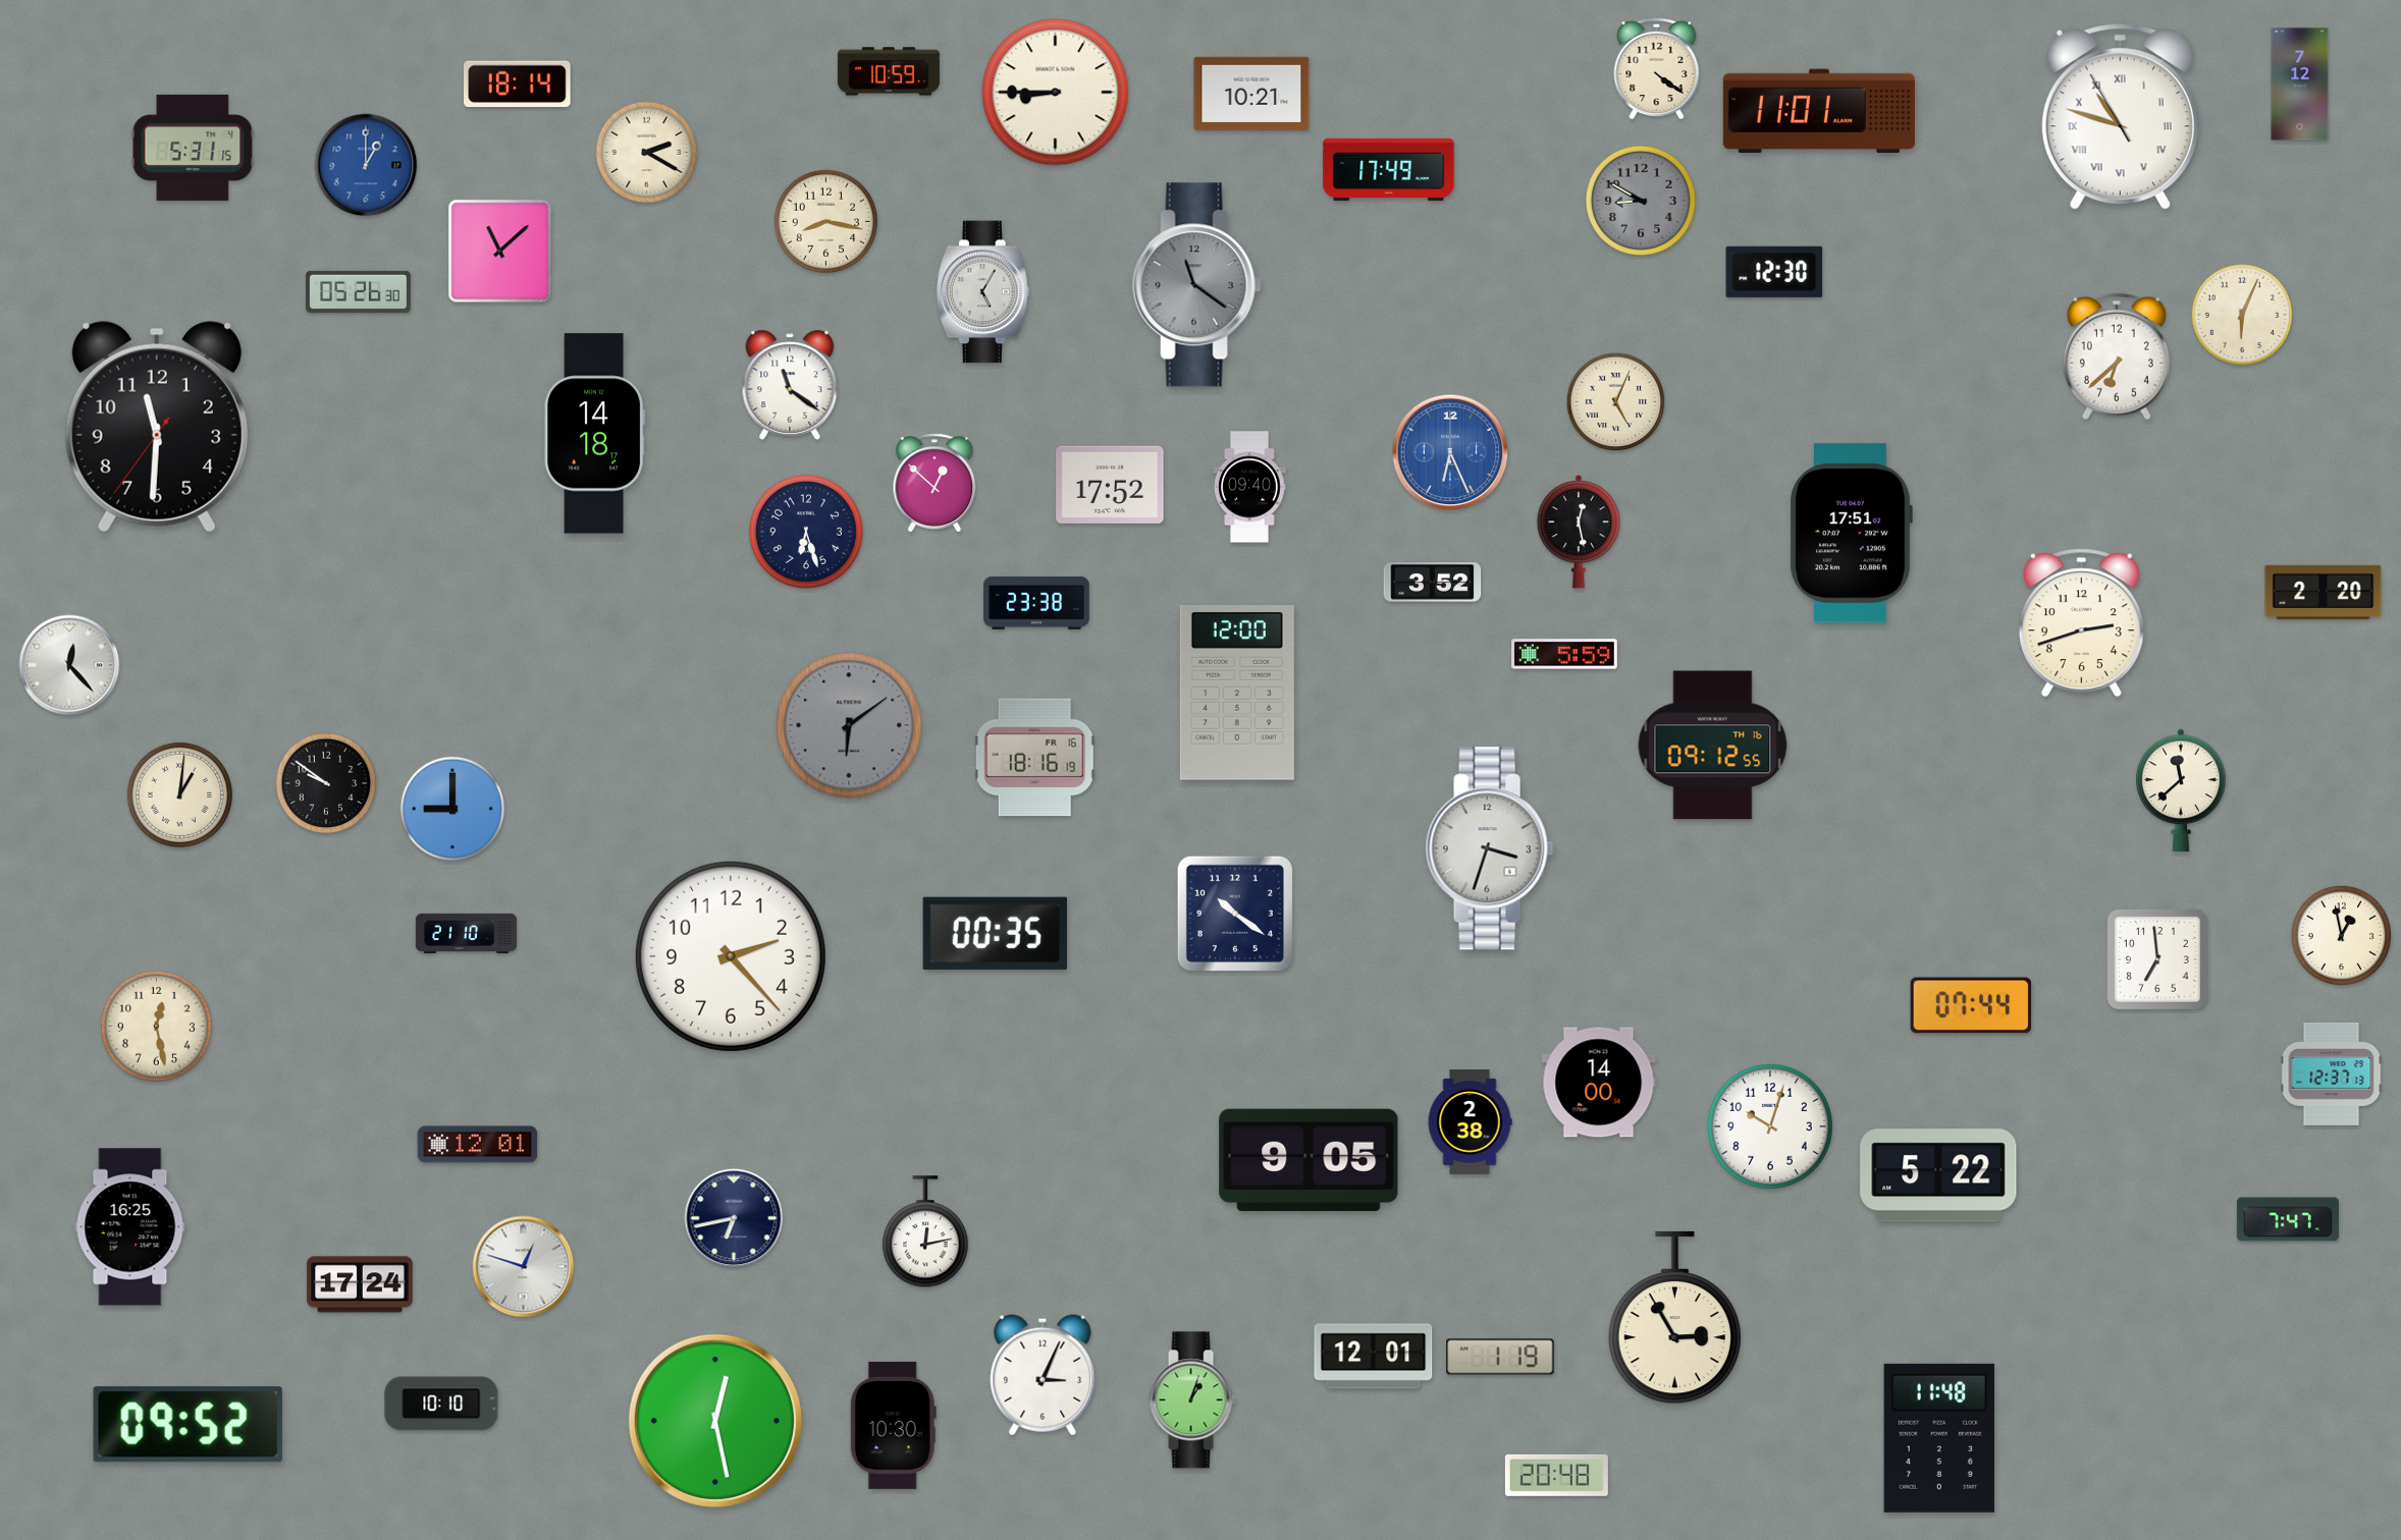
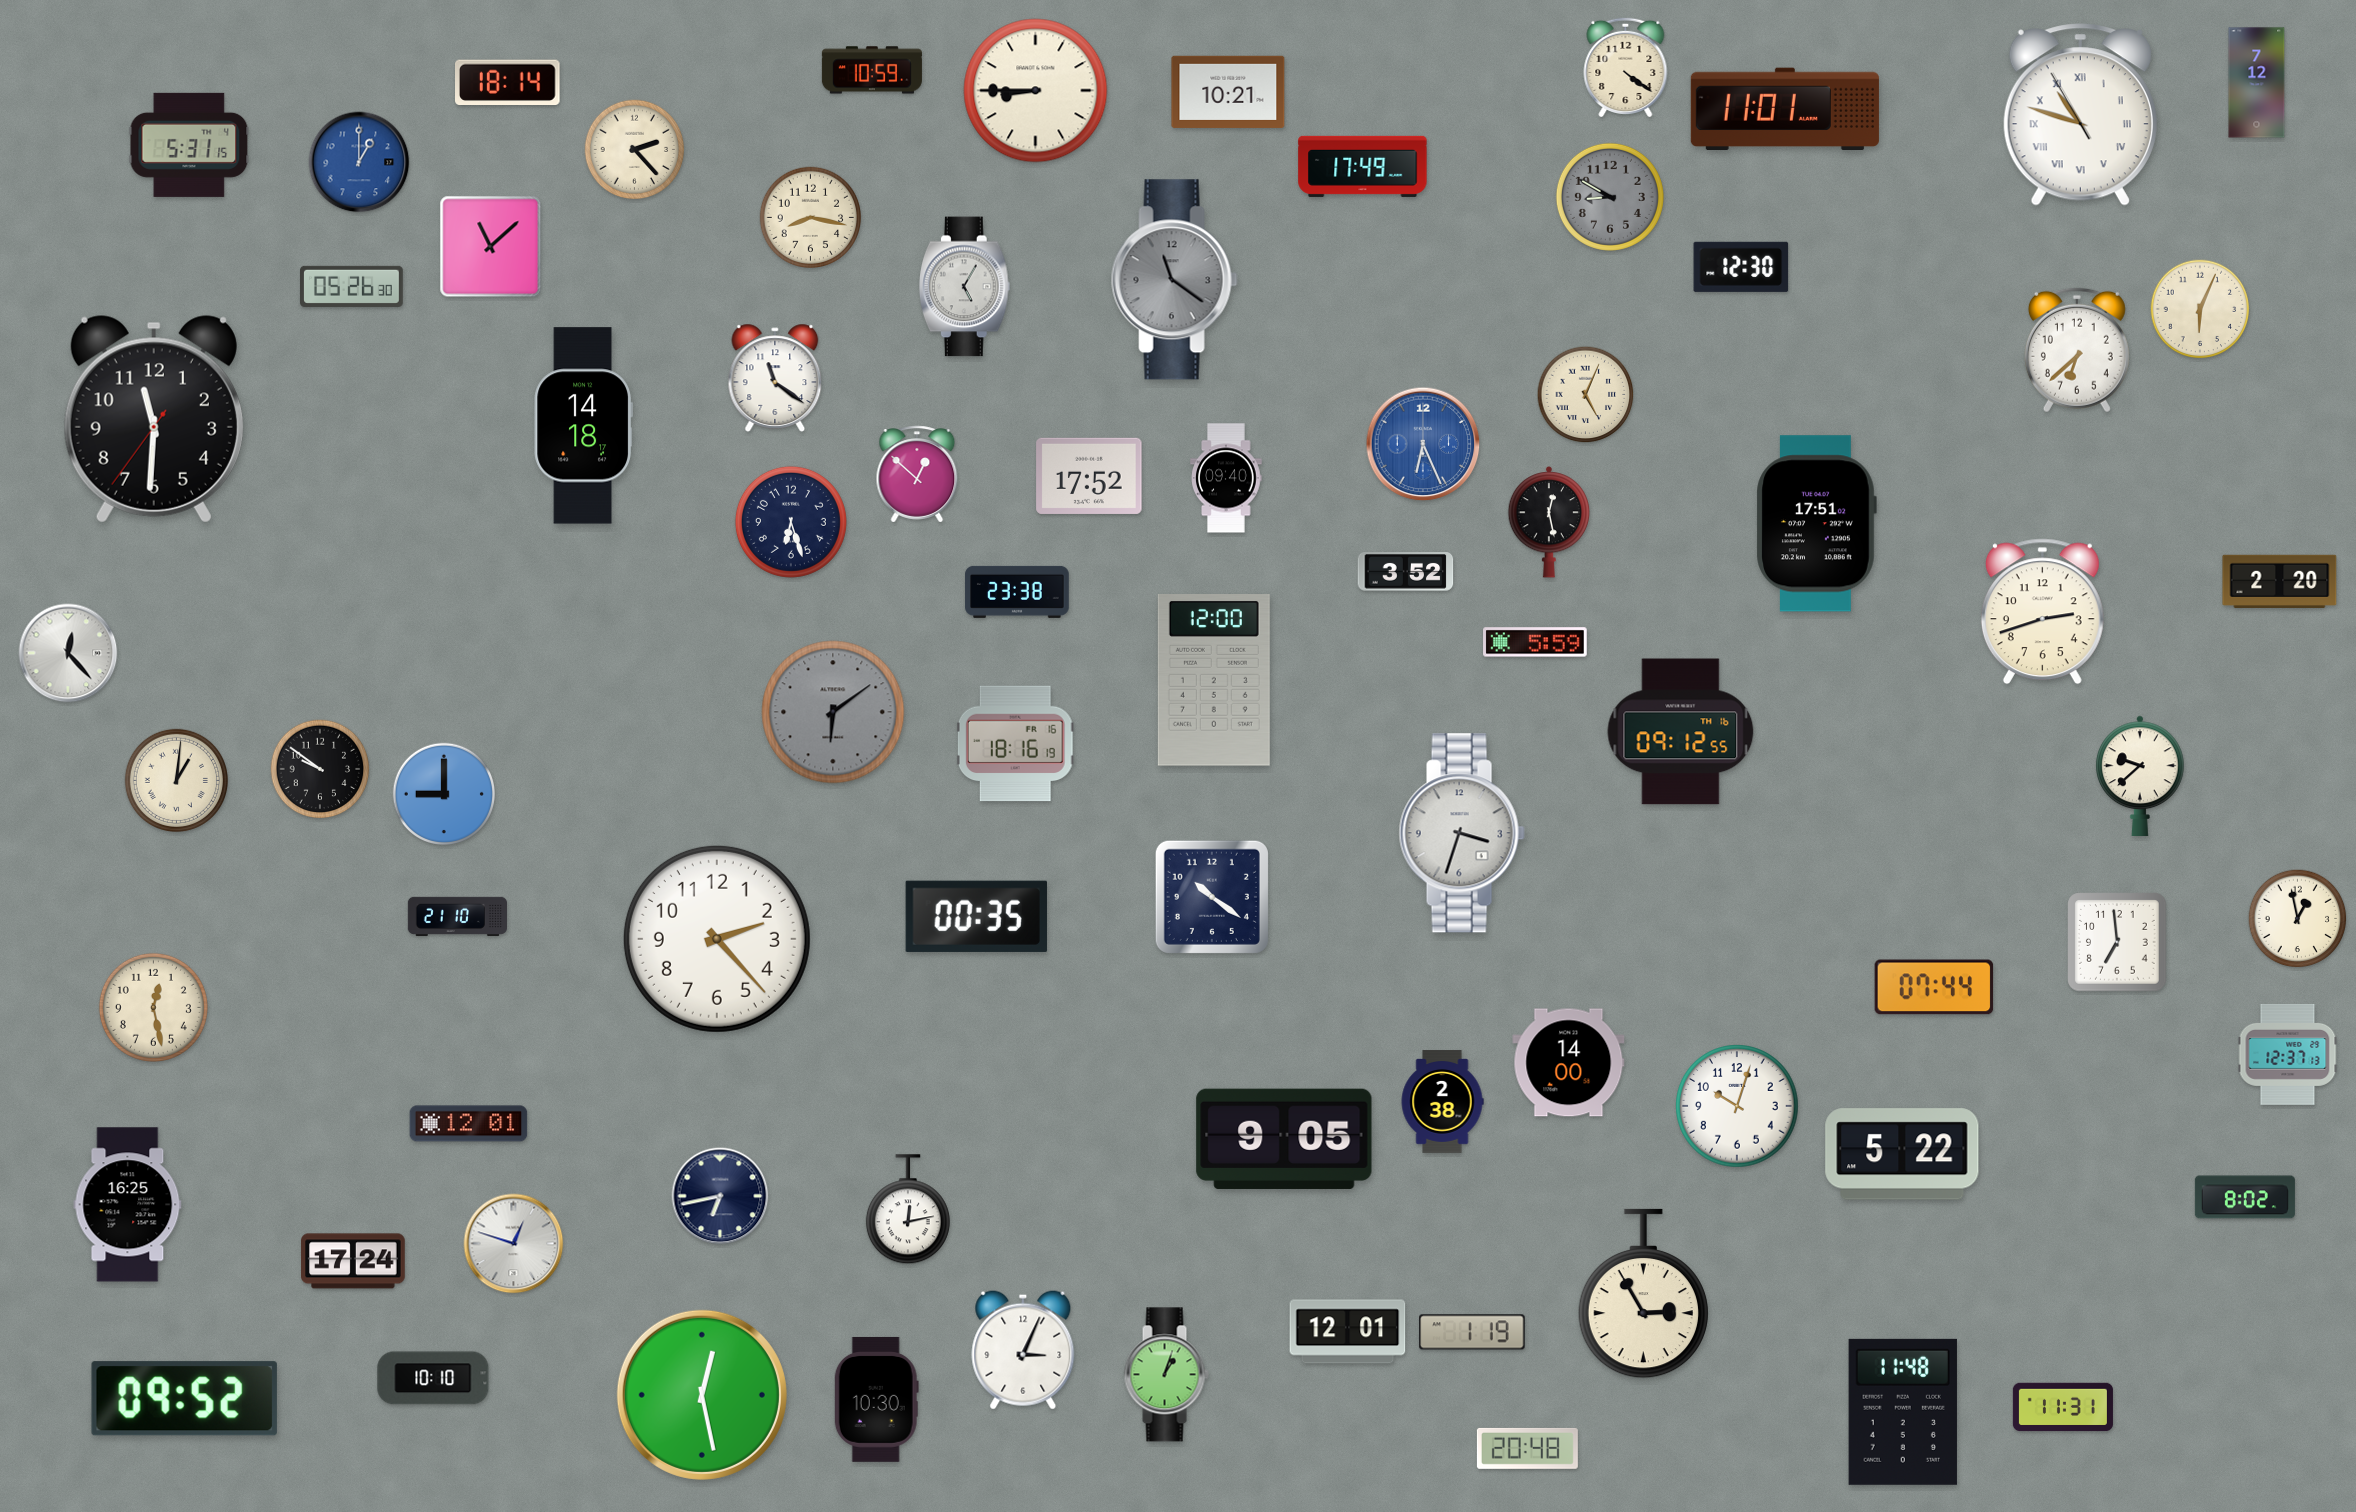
clock at (647, 153): 2:20 -> 2:23
clock at (2182, 789): 11:38 -> 9:38
clock at (2288, 1219): 7:47 -> 8:02
clock at (1192, 1400) position: (1192, 1400) -> (1166, 1375)
clock at (2063, 1407): none -> 11:31
